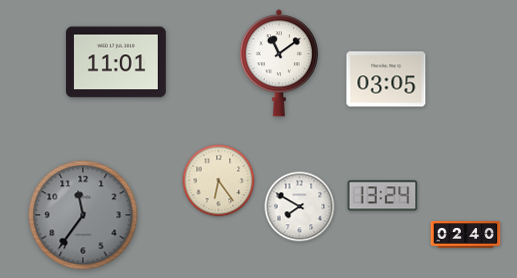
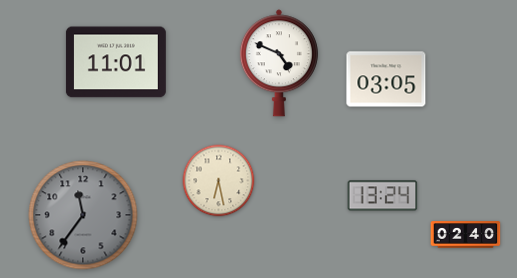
clock at (279, 63): 11:09 -> 4:49
clock at (219, 181): 6:24 -> 6:28
clock at (300, 207): 7:50 -> none
